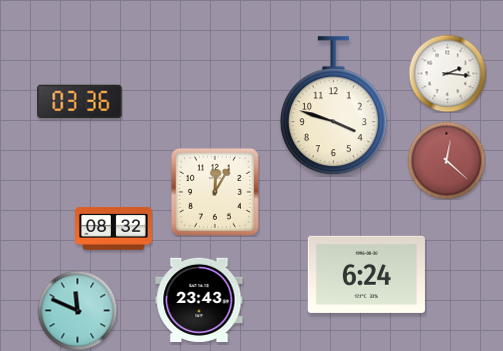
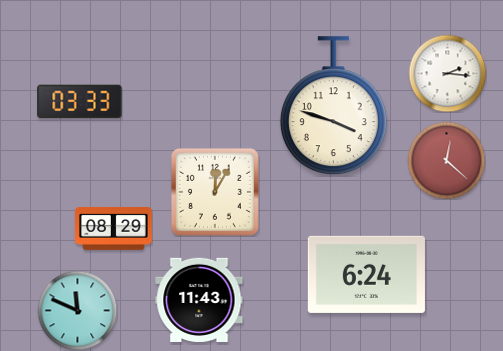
clock at (80, 102): 03:36 -> 03:33
clock at (114, 228): 08:32 -> 08:29
clock at (199, 300): 23:43 -> 11:43
